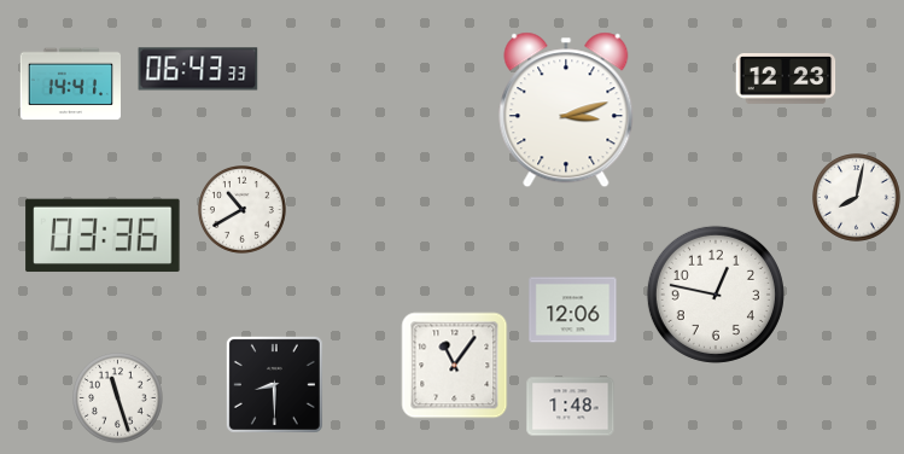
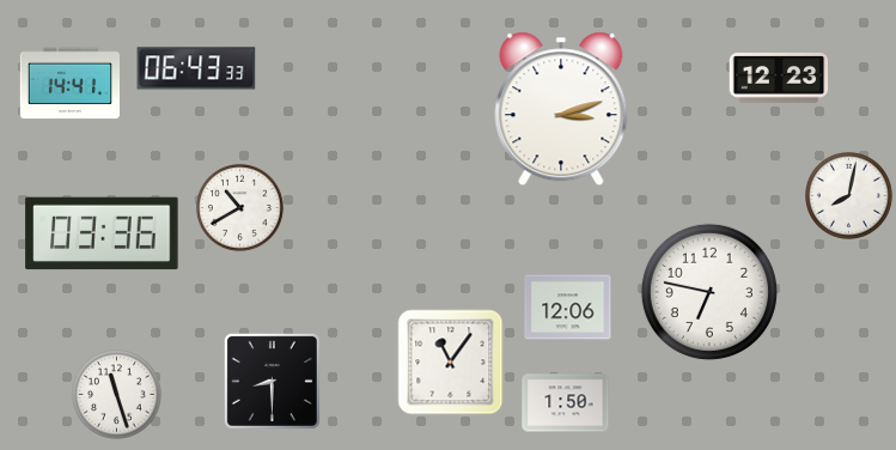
clock at (716, 295): 12:47 -> 6:47
clock at (571, 407): 1:48 -> 1:50
